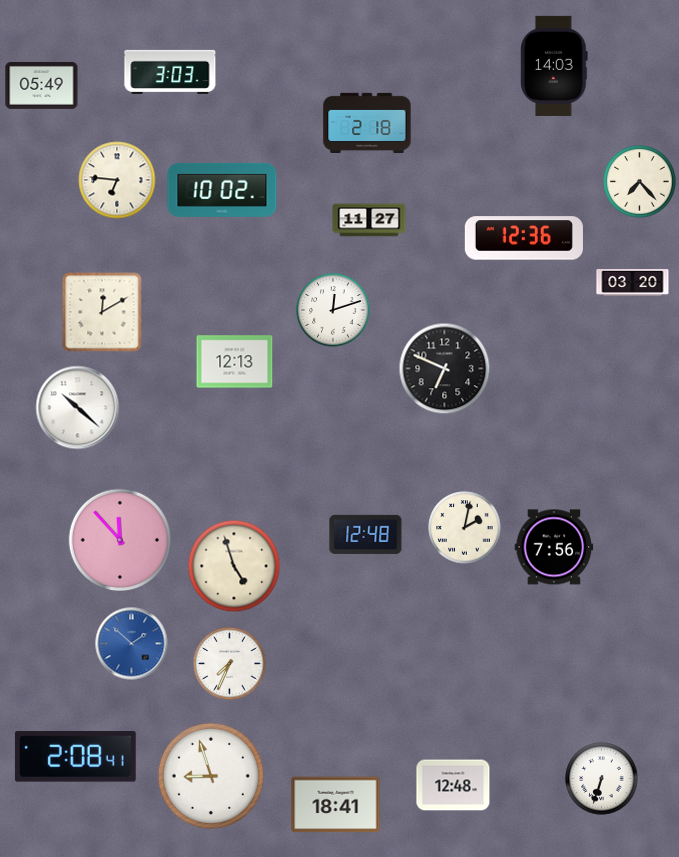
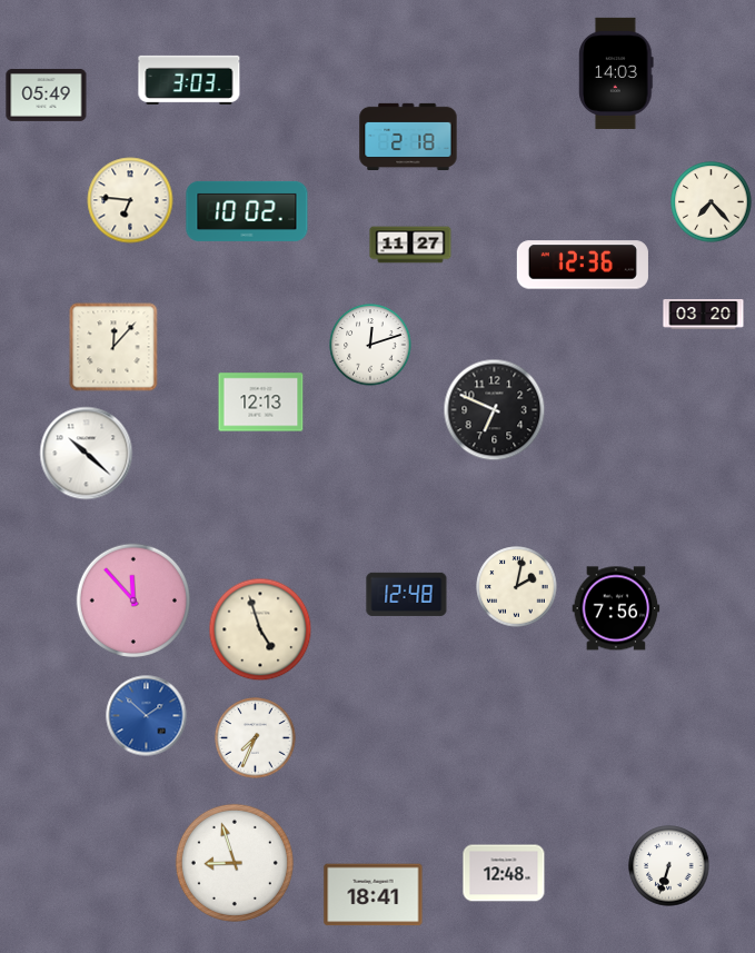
clock at (102, 312): 12:10 -> 12:07
clock at (75, 757): 2:08 -> none
